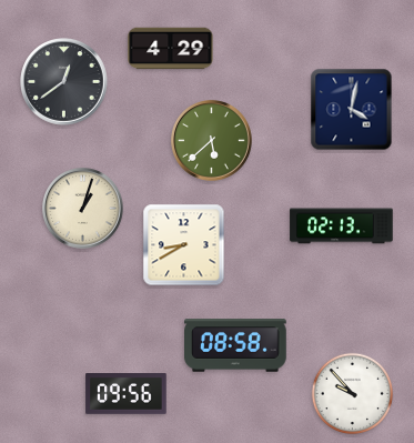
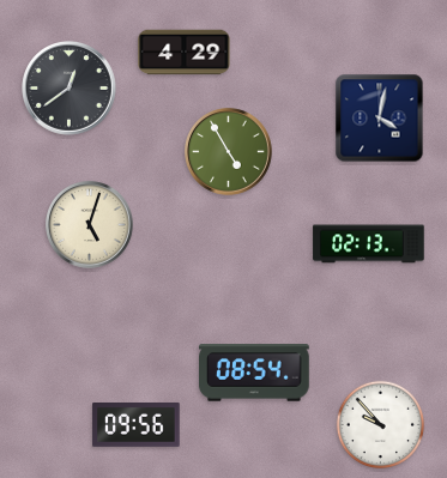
clock at (212, 141): 5:38 -> 4:55
clock at (83, 209): 1:03 -> 5:03
clock at (184, 245): 8:40 -> none
clock at (236, 345): 08:58 -> 08:54
